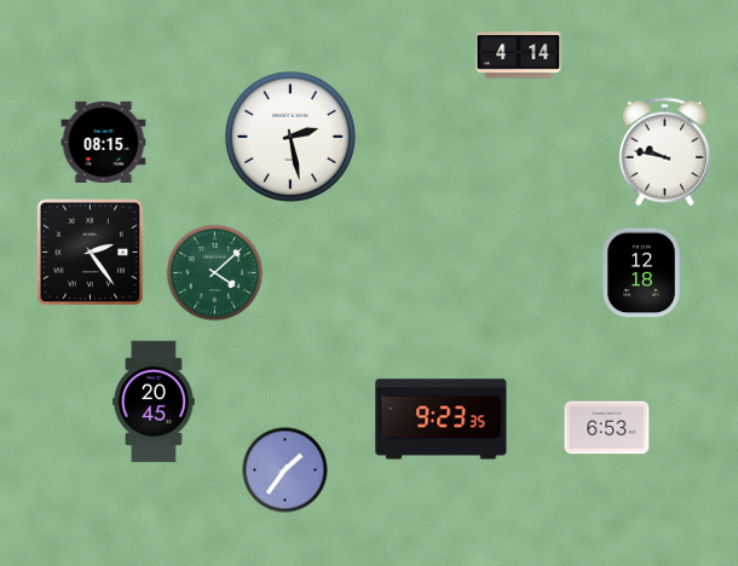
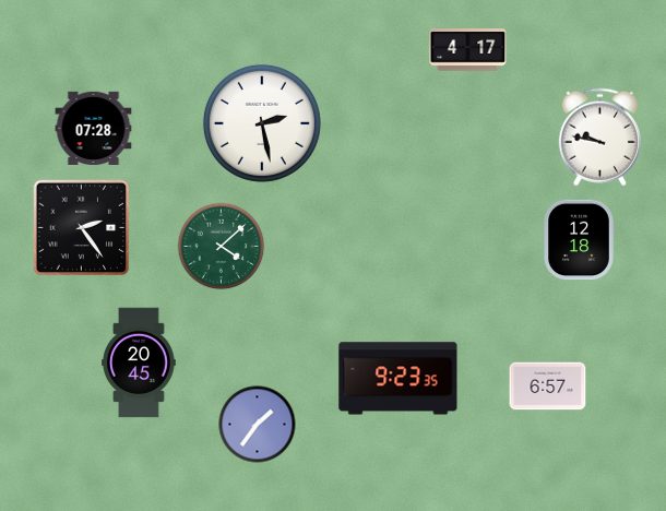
clock at (519, 56): 4:14 -> 4:17
clock at (104, 141): 08:15 -> 07:28
clock at (215, 273) position: (215, 273) -> (222, 247)
clock at (641, 273) position: (641, 273) -> (579, 240)
clock at (607, 428): 6:53 -> 6:57
